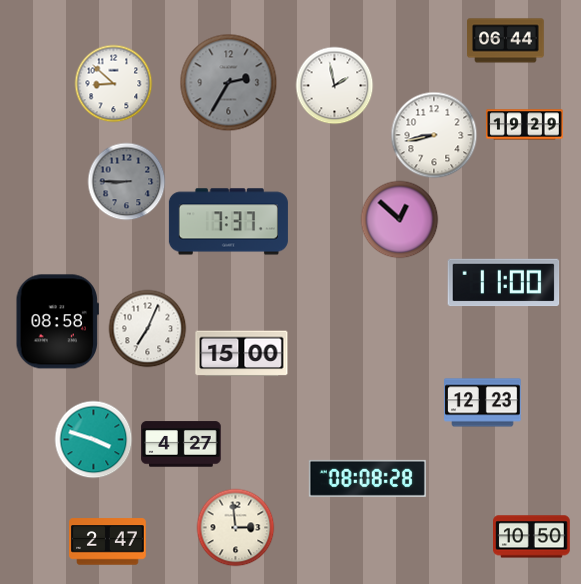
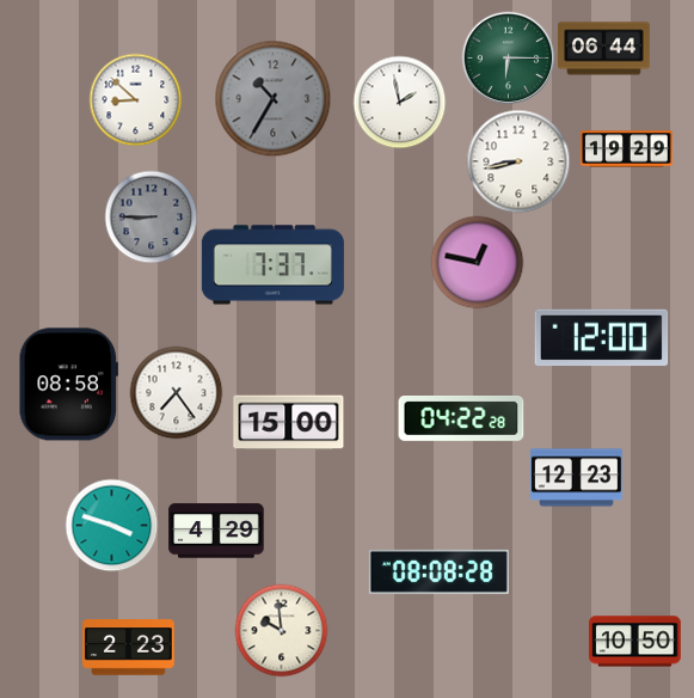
clock at (508, 57): none -> 6:15
clock at (228, 82): 2:35 -> 10:35
clock at (399, 219): 12:52 -> 12:47
clock at (504, 283): 11:00 -> 12:00
clock at (147, 328): 7:04 -> 7:24
clock at (461, 420): none -> 04:22
clock at (483, 403) position: (483, 403) -> (577, 478)
clock at (181, 444): 4:27 -> 4:29
clock at (235, 527): 2:59 -> 9:59
clock at (108, 542): 2:47 -> 2:23
